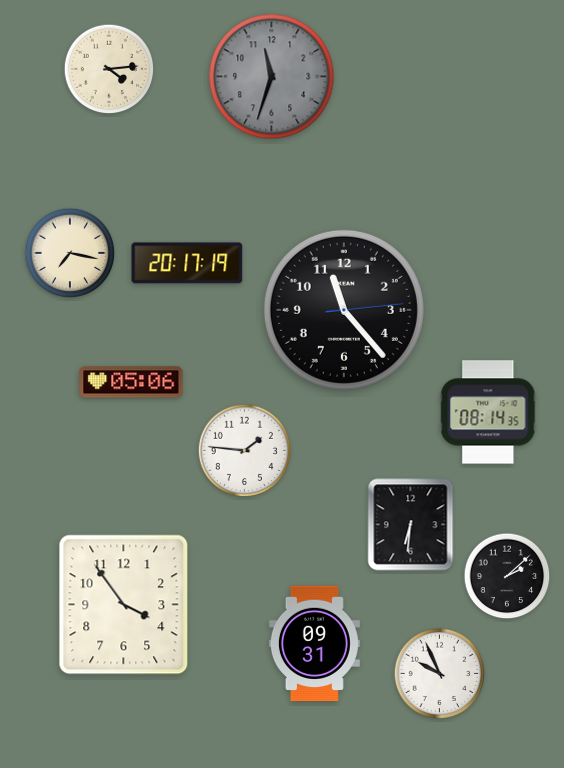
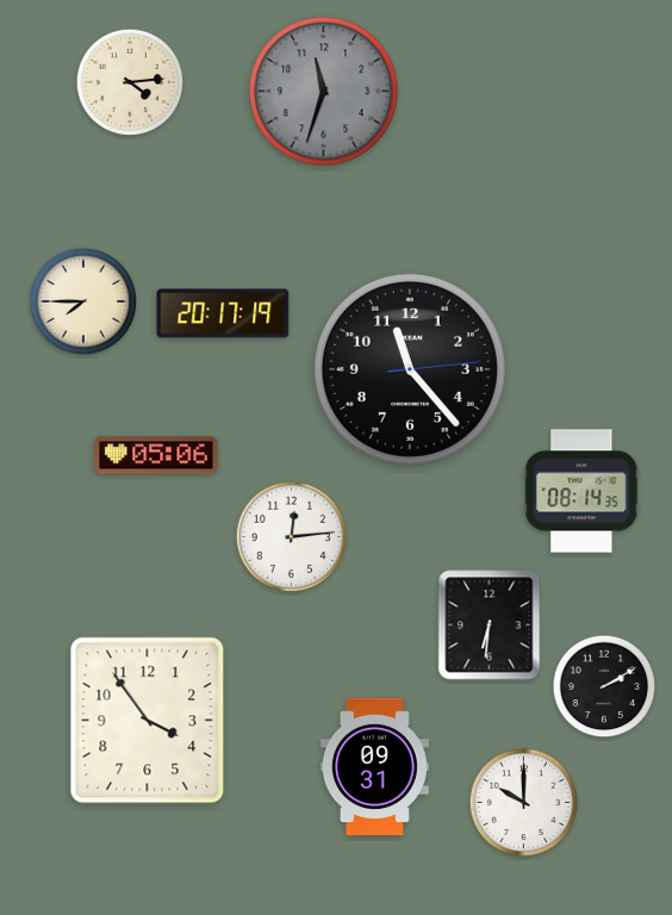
clock at (70, 253): 7:17 -> 7:45
clock at (244, 450): 1:46 -> 12:14
clock at (507, 576): 2:08 -> 2:10
clock at (440, 674): 9:56 -> 10:00
